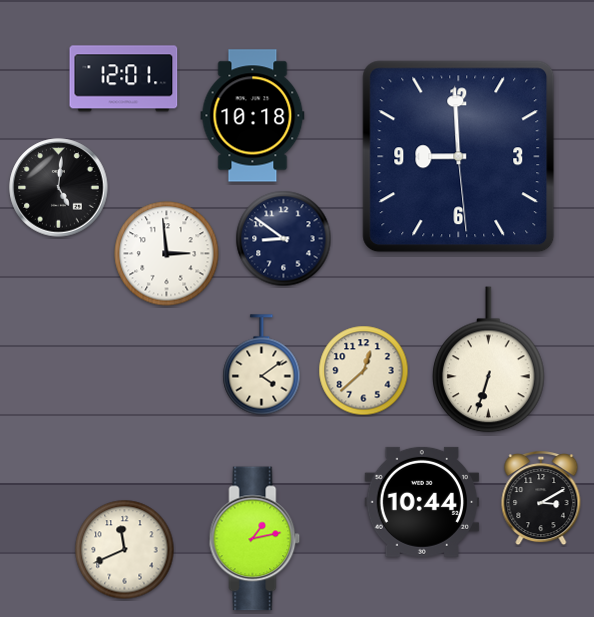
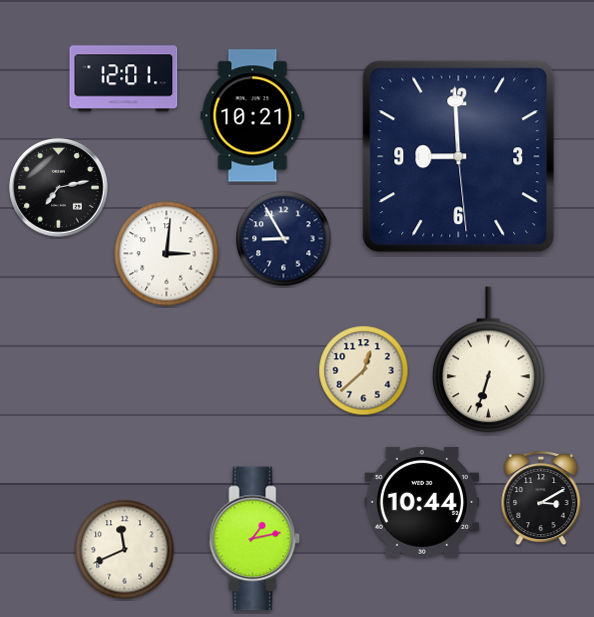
clock at (253, 116): 10:18 -> 10:21
clock at (59, 188): 5:01 -> 7:13
clock at (284, 239): 8:51 -> 8:55
clock at (167, 254): 2:59 -> 3:01
clock at (262, 365): 4:09 -> none
